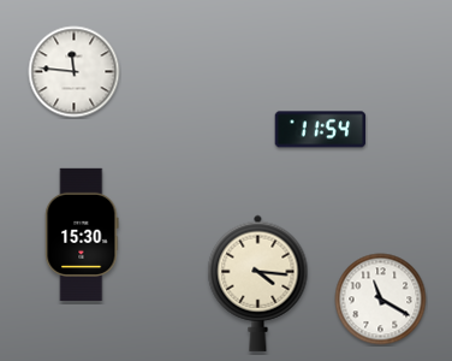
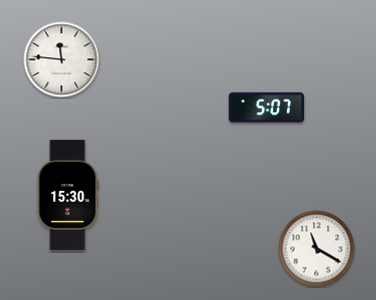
clock at (321, 130): 11:54 -> 5:07
clock at (258, 283): 4:16 -> none
